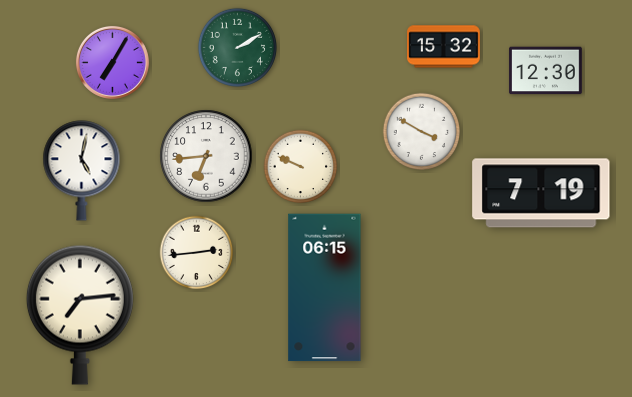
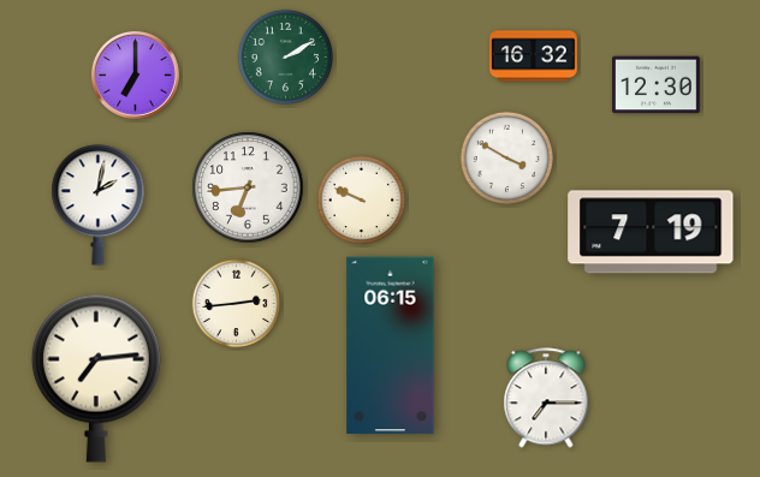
clock at (444, 47): 15:32 -> 16:32
clock at (112, 62): 7:05 -> 7:00
clock at (82, 171): 5:02 -> 2:02
clock at (546, 398): none -> 7:15
